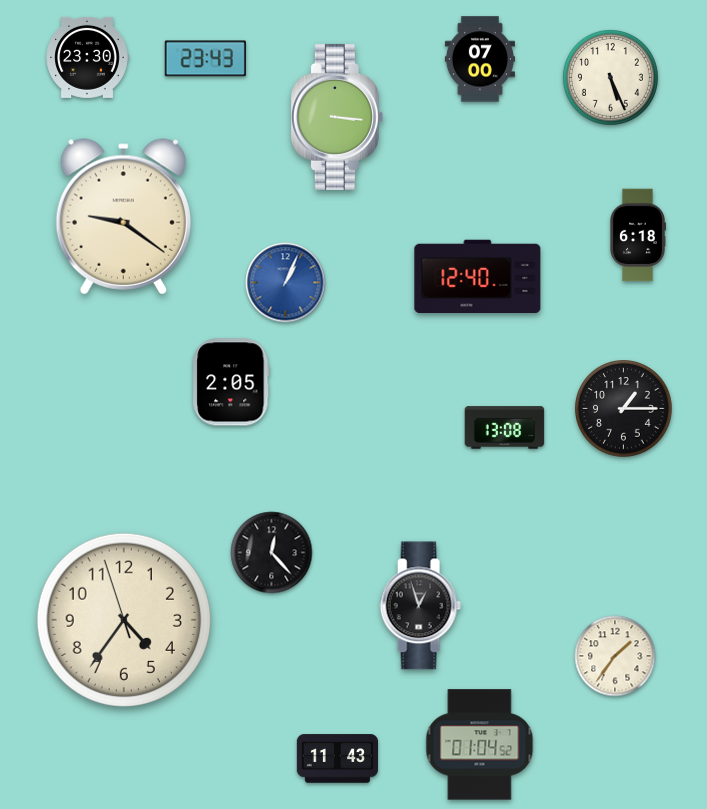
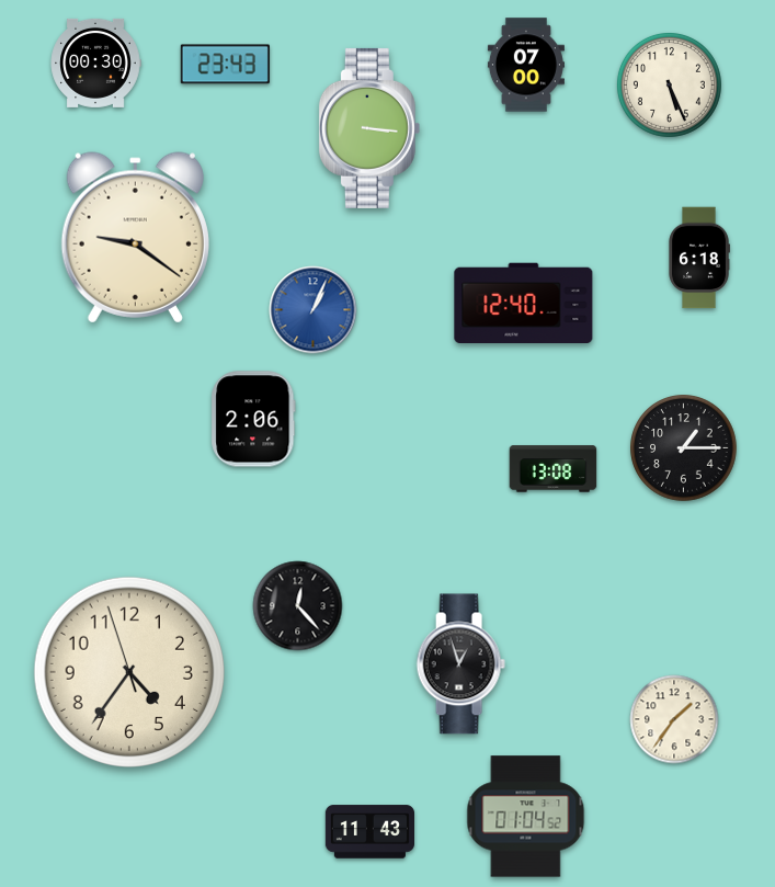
clock at (87, 57): 23:30 -> 00:30
clock at (231, 382): 2:05 -> 2:06
clock at (124, 620) position: (124, 620) -> (129, 672)
